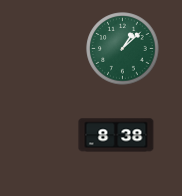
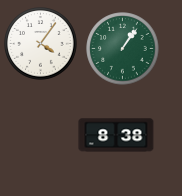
clock at (41, 44): none -> 4:06
clock at (123, 49): 1:08 -> 1:06
